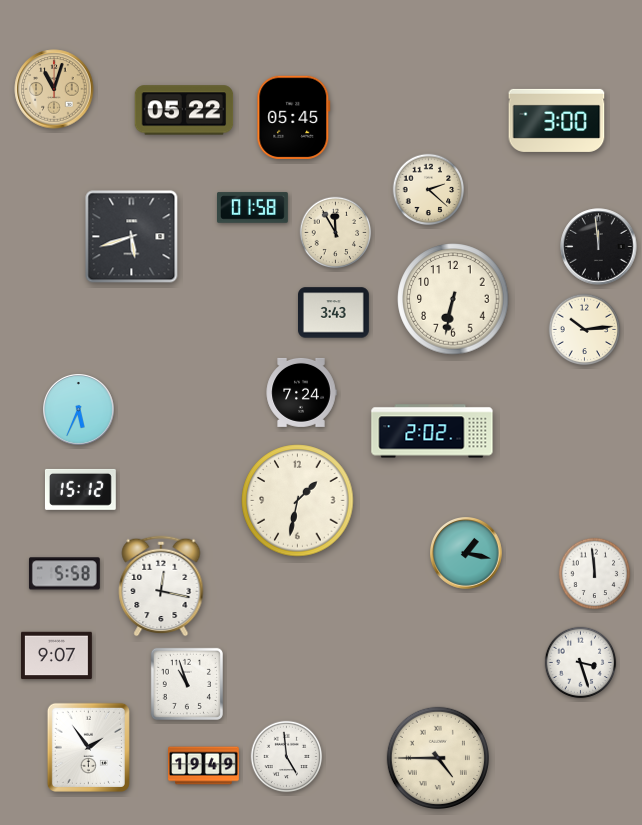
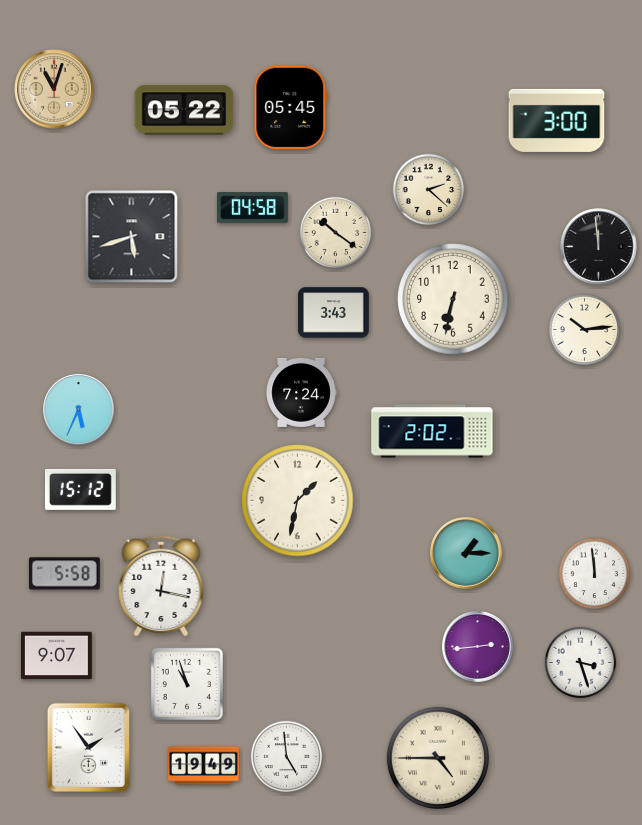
clock at (294, 117) position: (294, 117) -> (291, 107)
clock at (253, 208): 01:58 -> 04:58
clock at (336, 233): 11:55 -> 10:21
clock at (467, 554): 1:17 -> 1:15
clock at (478, 647): none -> 2:44
